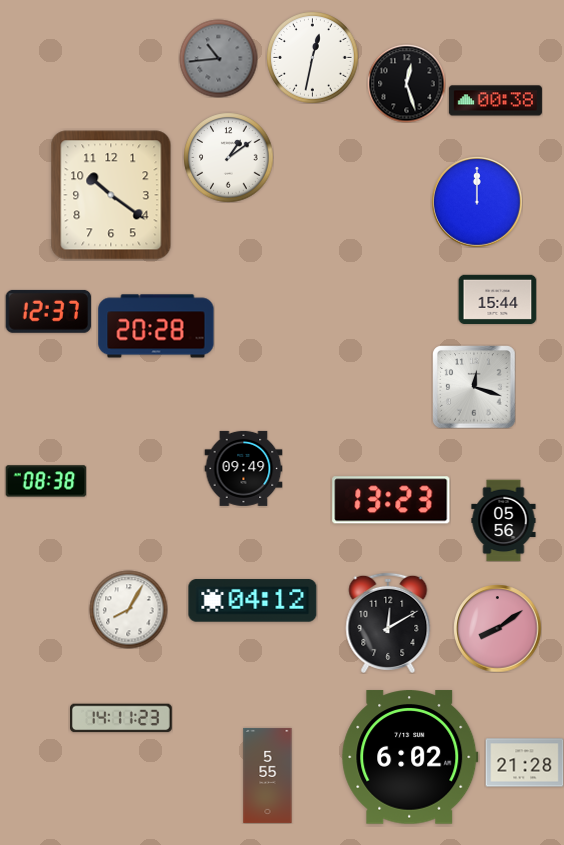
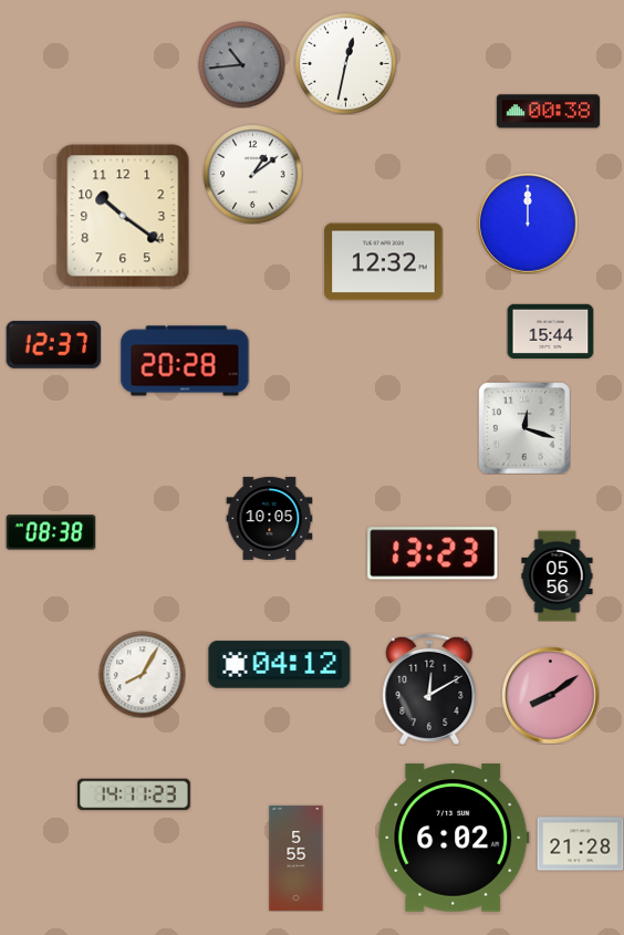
clock at (406, 83): 12:27 -> none
clock at (384, 262): none -> 12:32
clock at (156, 326) position: (156, 326) -> (185, 361)
clock at (243, 468): 09:49 -> 10:05
